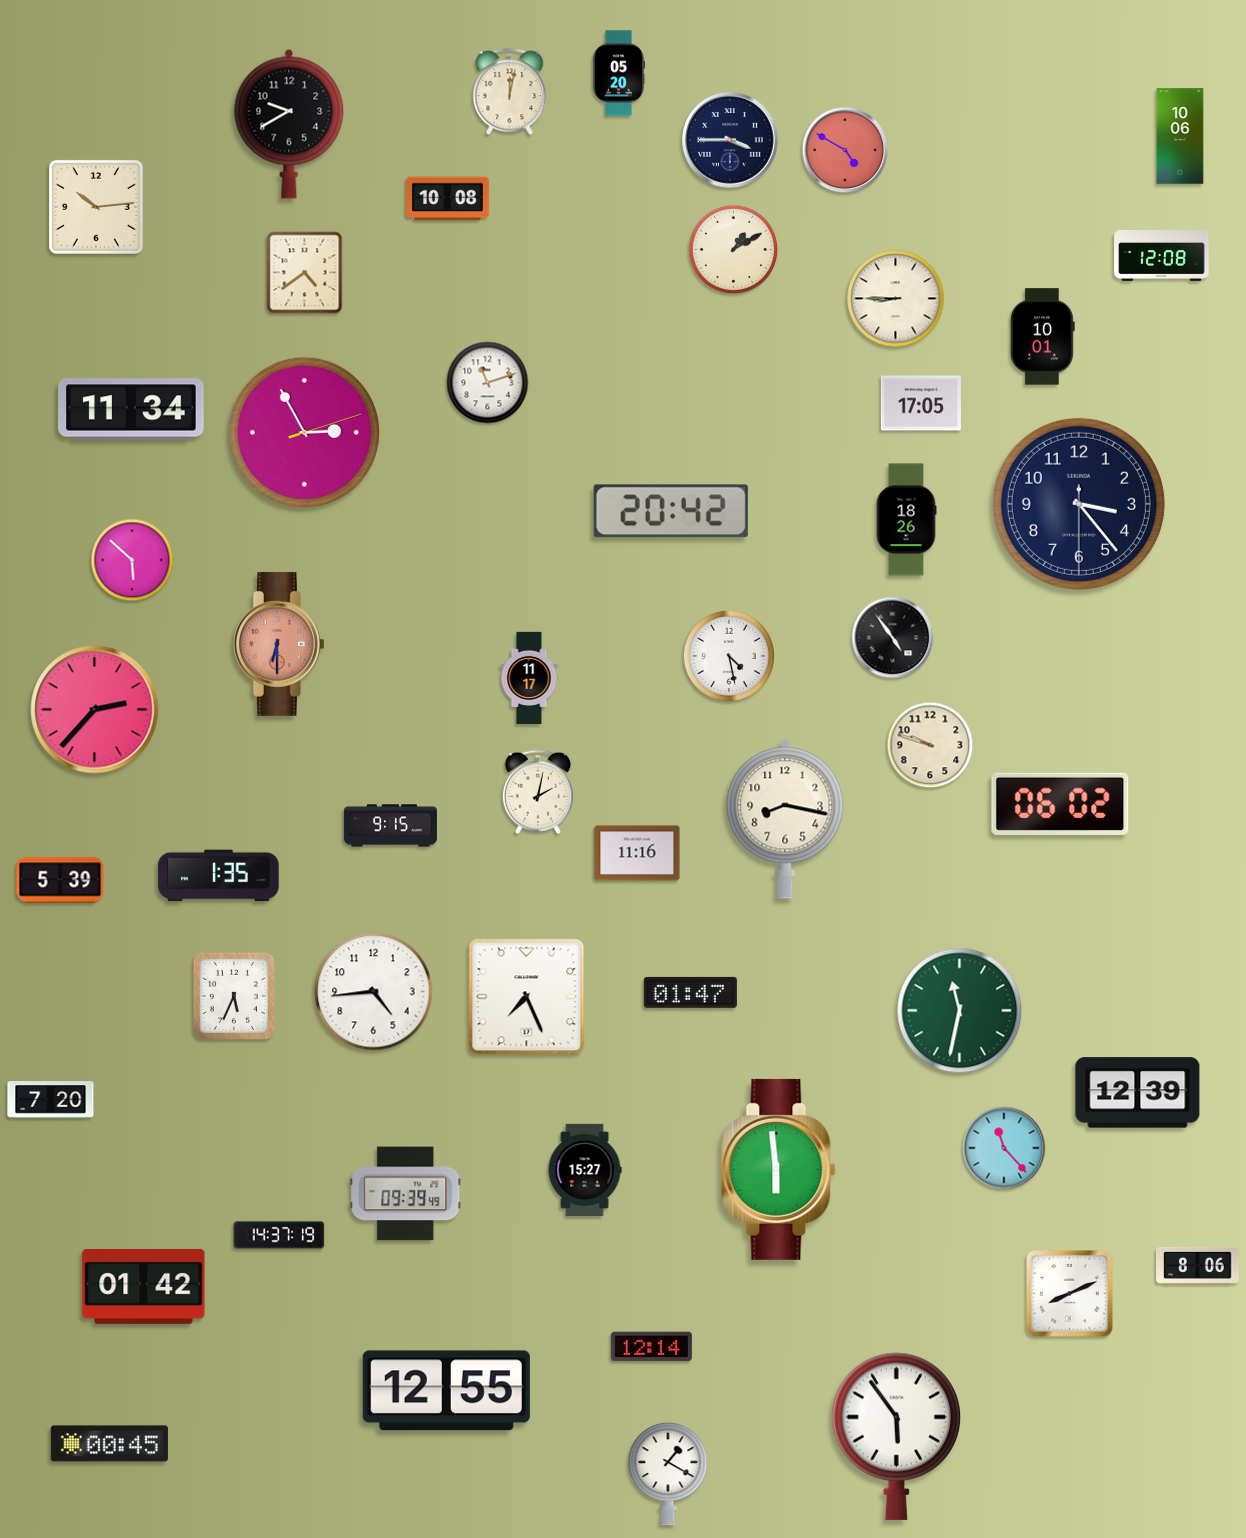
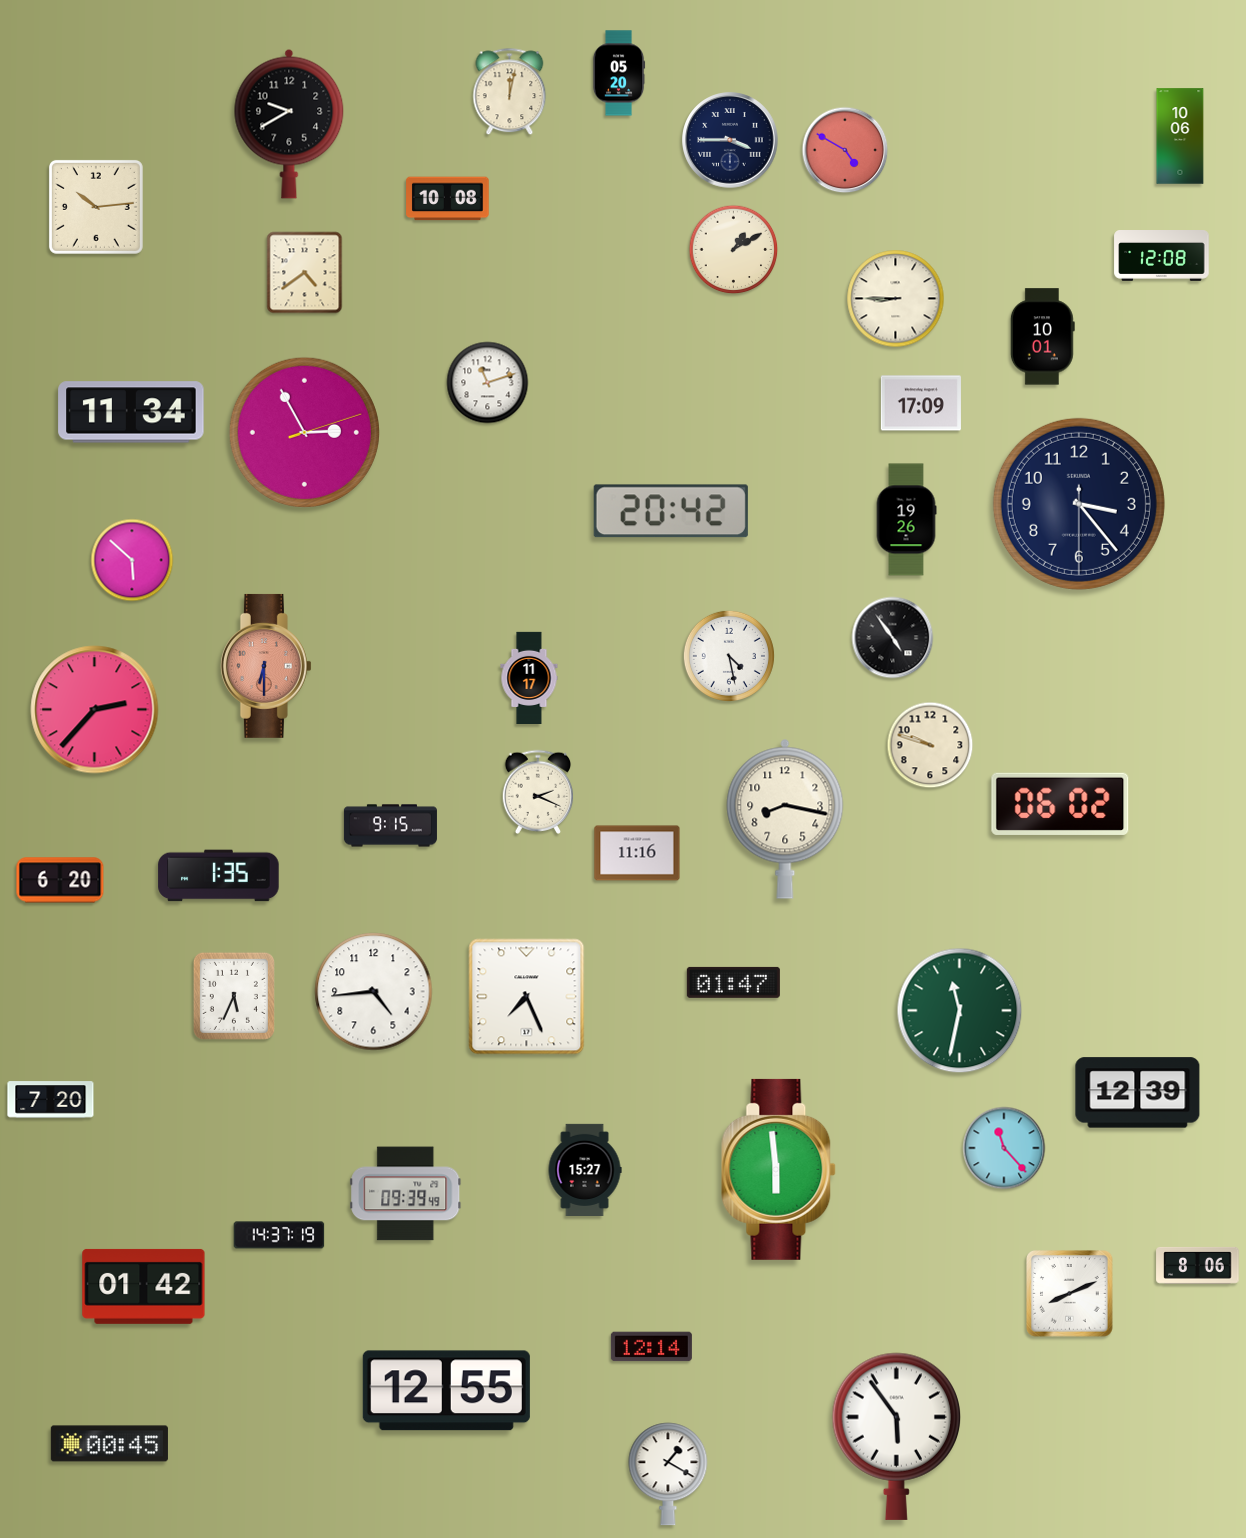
clock at (921, 403): 17:05 -> 17:09
clock at (131, 409) position: (131, 409) -> (131, 412)
clock at (906, 520): 18:26 -> 19:26
clock at (279, 644) position: (279, 644) -> (266, 666)
clock at (538, 791): 2:02 -> 2:19
clock at (60, 880): 5:39 -> 6:20
clock at (690, 992) position: (690, 992) -> (733, 982)
